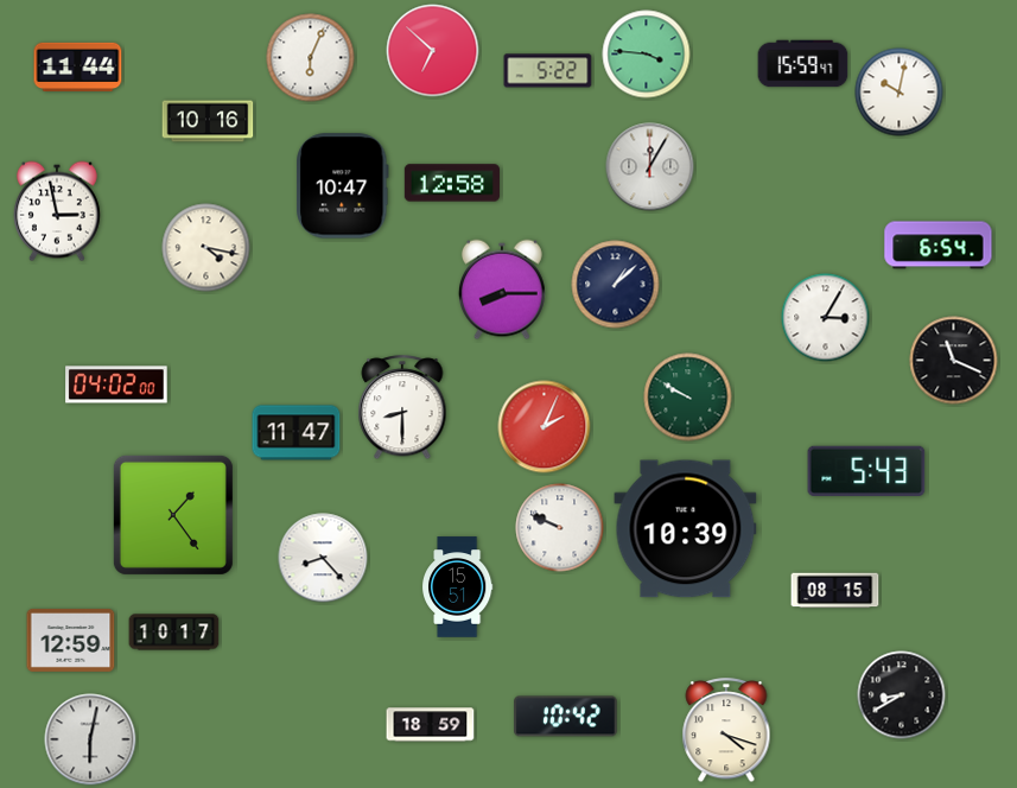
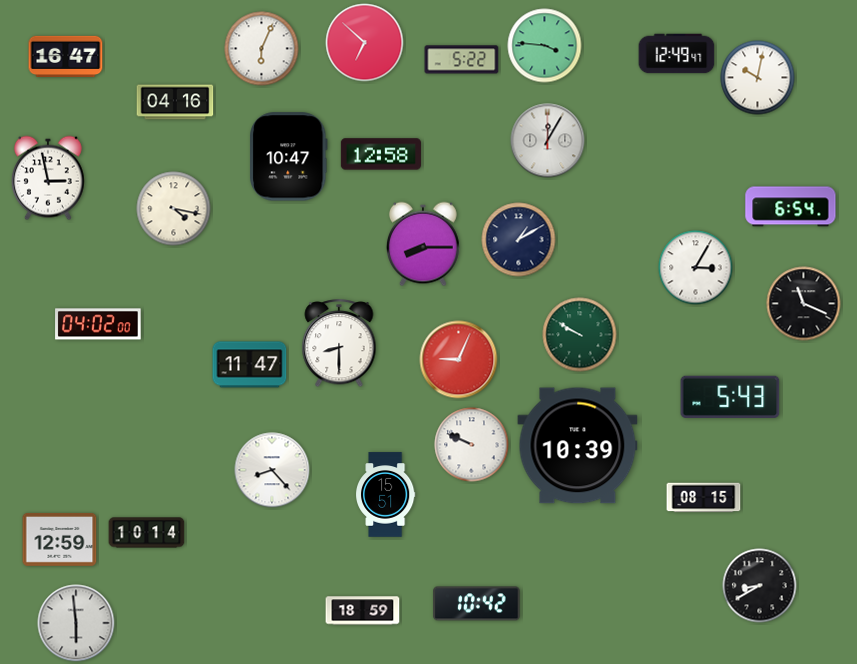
clock at (803, 64): 15:59 -> 12:49
clock at (78, 66): 11:44 -> 16:47
clock at (208, 121): 10:16 -> 04:16
clock at (616, 285): 1:08 -> 1:10
clock at (545, 427): 2:04 -> 9:04
clock at (173, 515): 1:24 -> none
clock at (174, 633): 10:17 -> 10:14
clock at (726, 731): 4:18 -> none
clock at (90, 739): 6:02 -> 5:59
